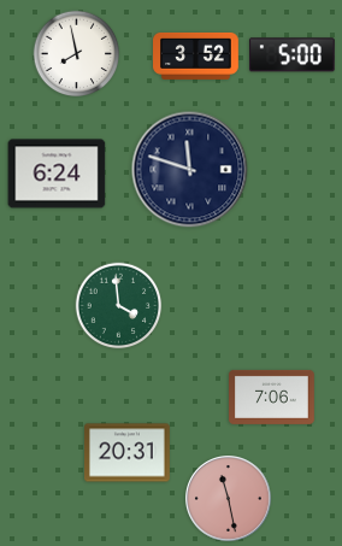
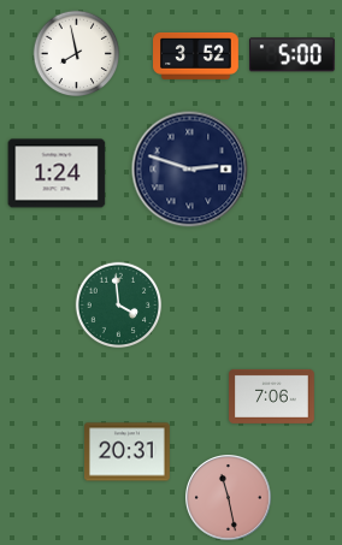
clock at (190, 170): 11:48 -> 2:48
clock at (57, 174): 6:24 -> 1:24
